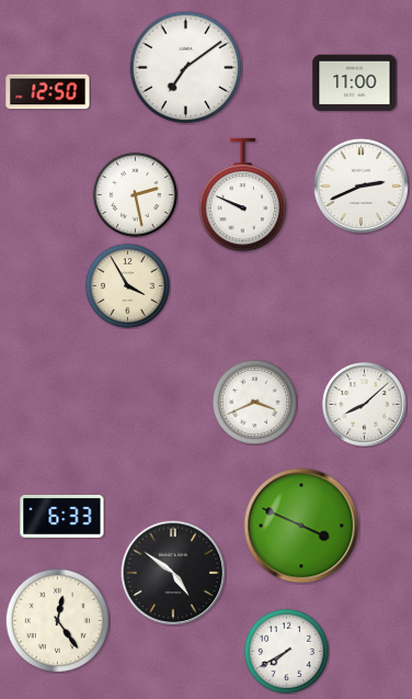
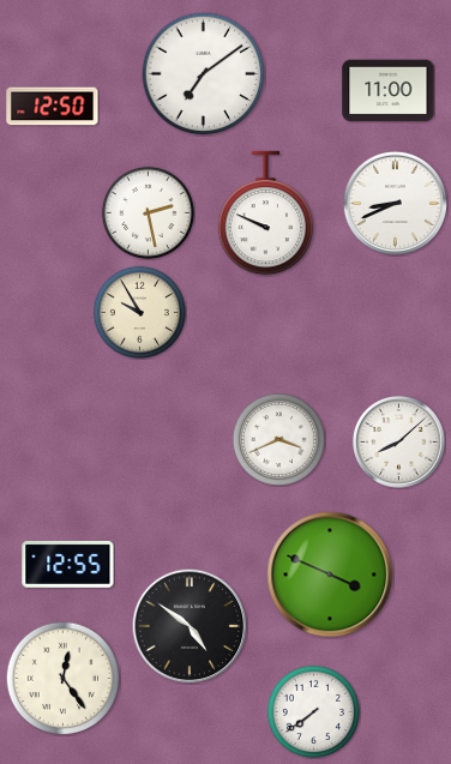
clock at (48, 92) position: (48, 92) -> (53, 107)
clock at (360, 185): 2:41 -> 8:41
clock at (127, 285): 3:55 -> 9:55
clock at (62, 516): 6:33 -> 12:55
clock at (286, 651): 7:40 -> 7:39
